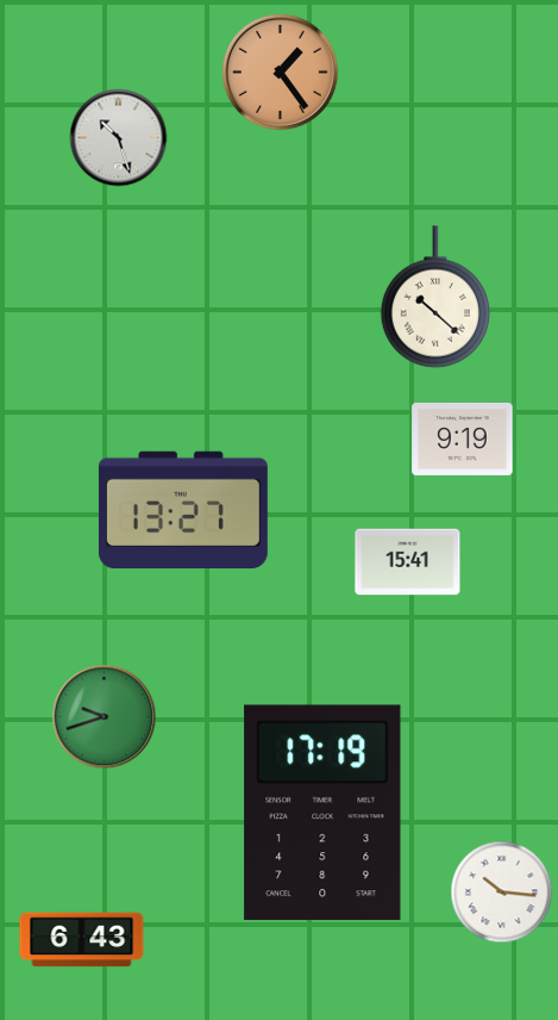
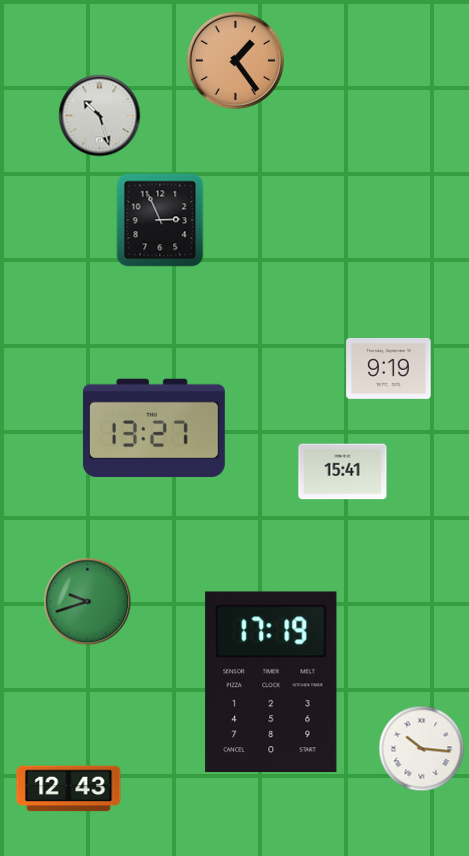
clock at (160, 220): none -> 2:56
clock at (434, 297): 10:22 -> none
clock at (82, 940): 6:43 -> 12:43
